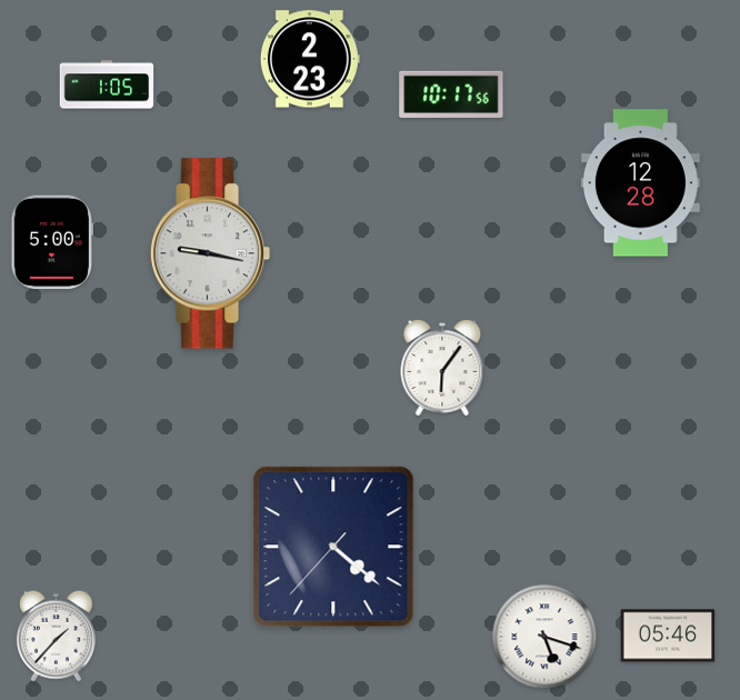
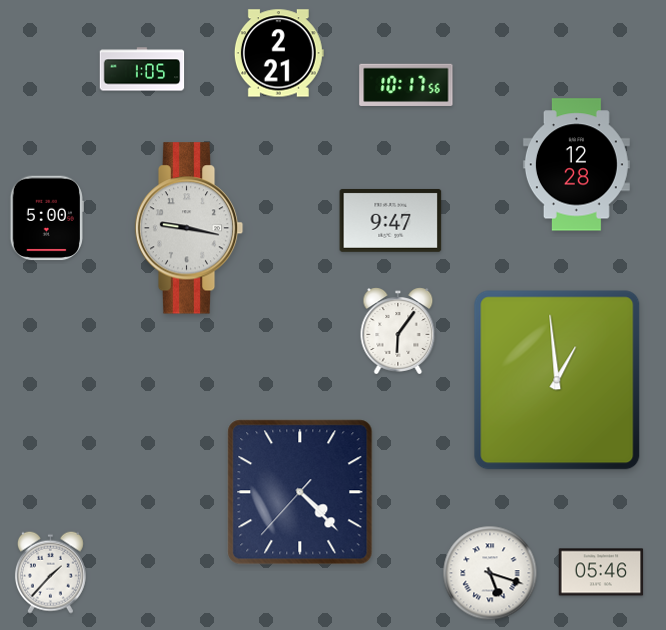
clock at (310, 59): 2:23 -> 2:21
clock at (107, 84) position: (107, 84) -> (142, 69)
clock at (391, 220): none -> 9:47
clock at (557, 380): none -> 12:59
clock at (333, 547): 4:21 -> 4:22
